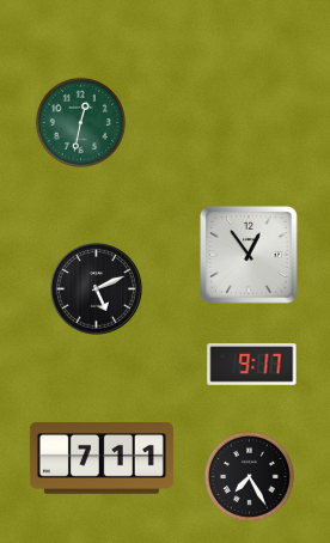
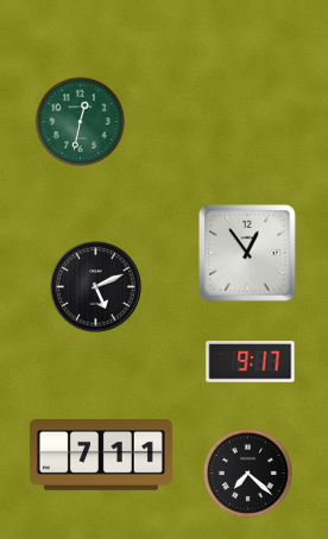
clock at (249, 476): 7:25 -> 7:22
